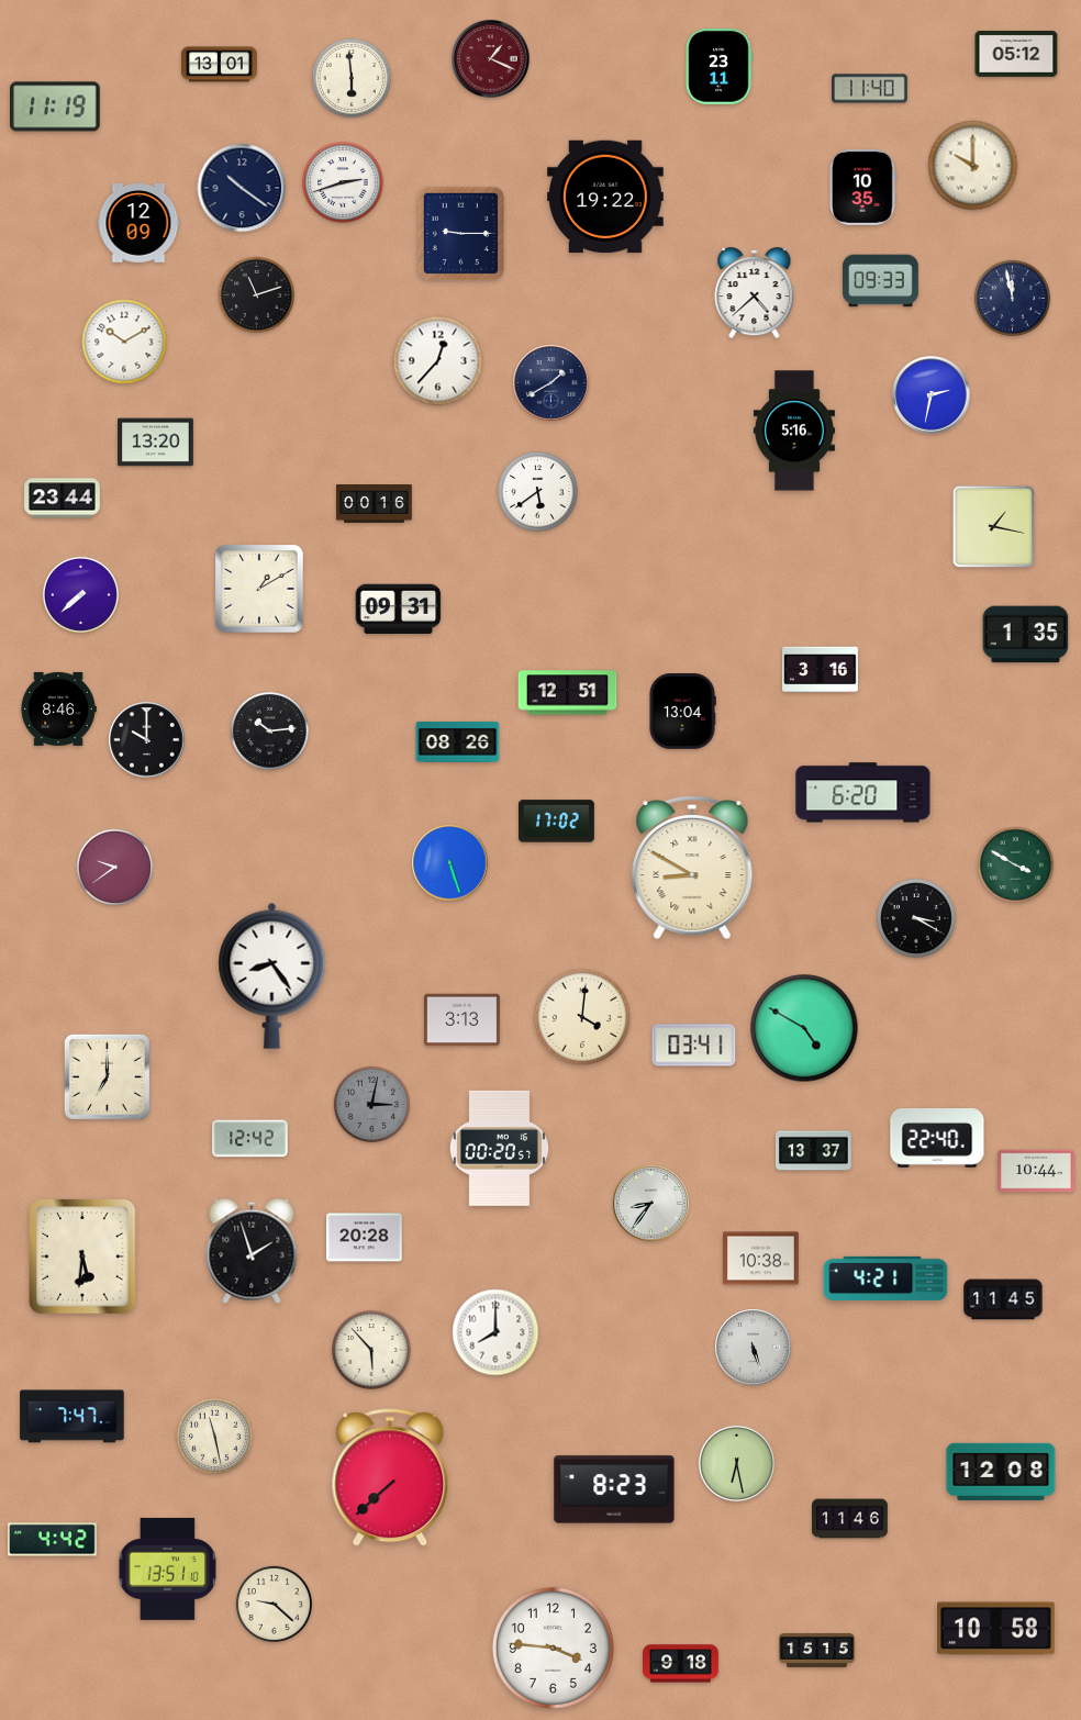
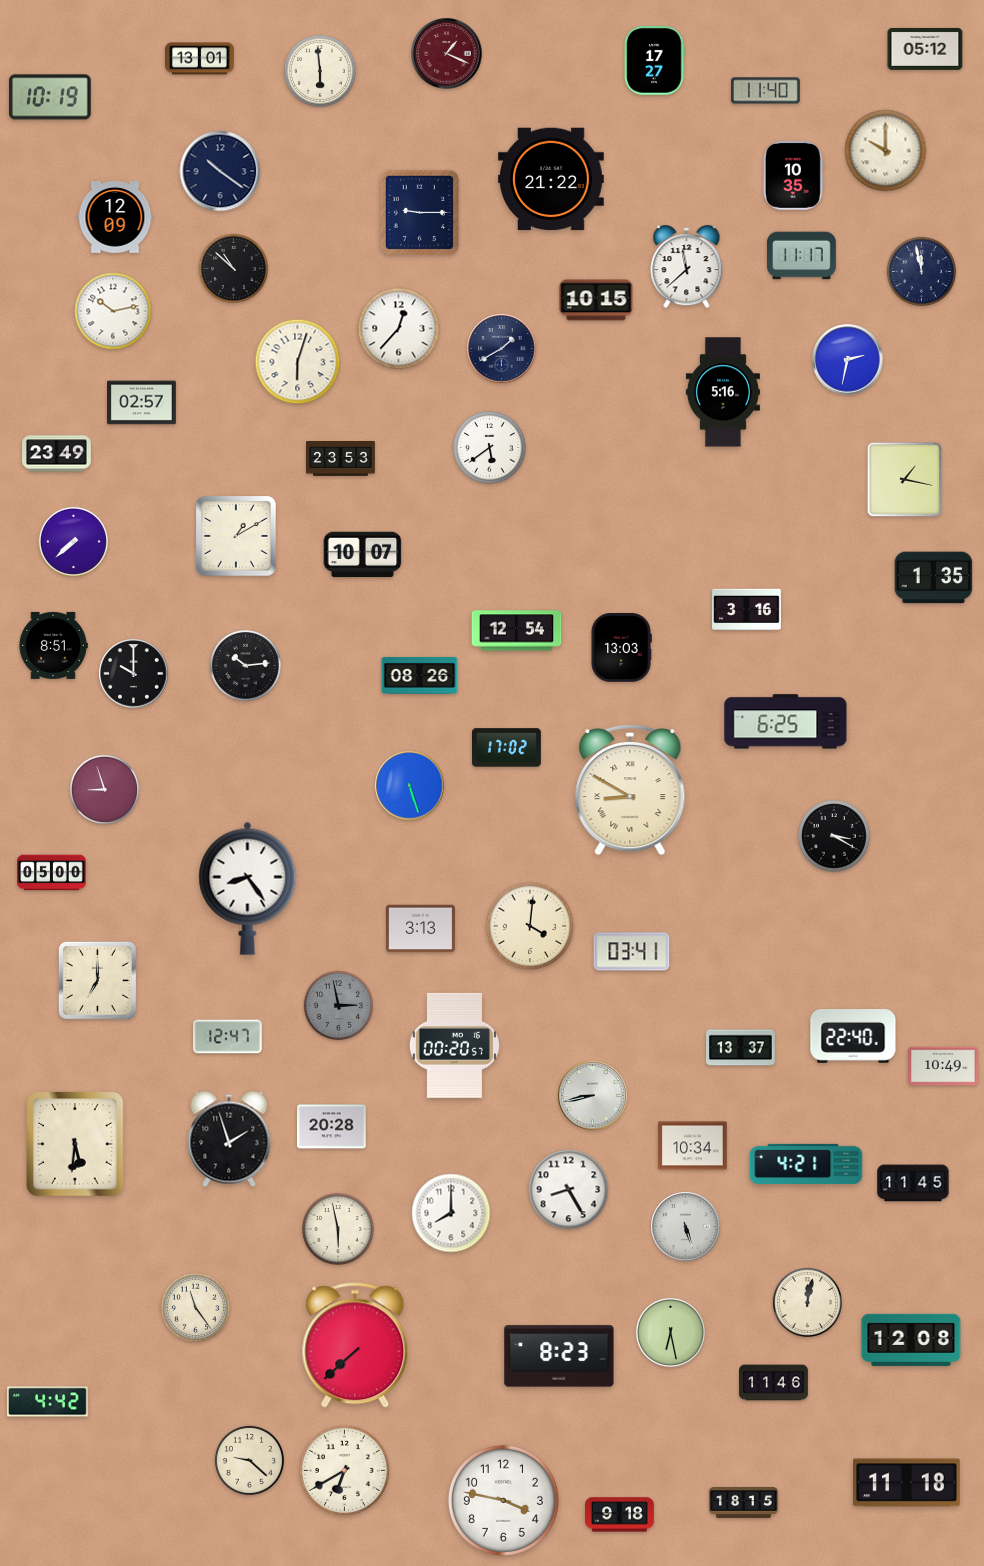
clock at (718, 67): 23:11 -> 17:27
clock at (870, 89) position: (870, 89) -> (766, 91)
clock at (55, 107): 11:19 -> 10:19
clock at (343, 182): 2:42 -> none
clock at (862, 188) position: (862, 188) -> (793, 176)
clock at (605, 197): 19:22 -> 21:22
clock at (138, 224) position: (138, 224) -> (115, 218)
clock at (881, 281): 09:33 -> 11:17
clock at (755, 293): 4:38 -> 11:38
clock at (256, 294): 11:12 -> 10:52
clock at (596, 300): none -> 10:15
clock at (124, 342): 10:10 -> 10:13
clock at (298, 362): none -> 6:03
clock at (156, 443): 13:20 -> 02:57
clock at (63, 499): 23:44 -> 23:49
clock at (375, 504): 00:16 -> 23:53
clock at (399, 610): 09:31 -> 10:07
clock at (568, 693): 12:51 -> 12:54
clock at (58, 708): 8:46 -> 8:51
clock at (682, 712): 13:04 -> 13:03
clock at (458, 741) position: (458, 741) -> (420, 675)
clock at (863, 793): 6:20 -> 6:25
clock at (1015, 864): 3:50 -> none
clock at (114, 867): 9:39 -> 8:57
clock at (52, 873): none -> 05:00
clock at (804, 1028): 4:50 -> none
clock at (371, 1104): 3:02 -> 2:58
clock at (250, 1139): 12:42 -> 12:47
clock at (1036, 1171): 10:44 -> 10:49
clock at (651, 1204): 8:36 -> 8:43
clock at (761, 1259): 10:38 -> 10:34
clock at (569, 1190): none -> 8:25
clock at (372, 1351): 5:53 -> 5:58
clock at (73, 1417): 7:47 -> none
clock at (807, 1302): none -> 12:02
clock at (214, 1436): 11:28 -> 11:24
clock at (167, 1568): 13:51 -> none
clock at (344, 1470): none -> 6:40
clock at (996, 1629): 10:58 -> 11:18
clock at (553, 1648): 3:46 -> 3:47
clock at (817, 1651): 15:15 -> 18:15
